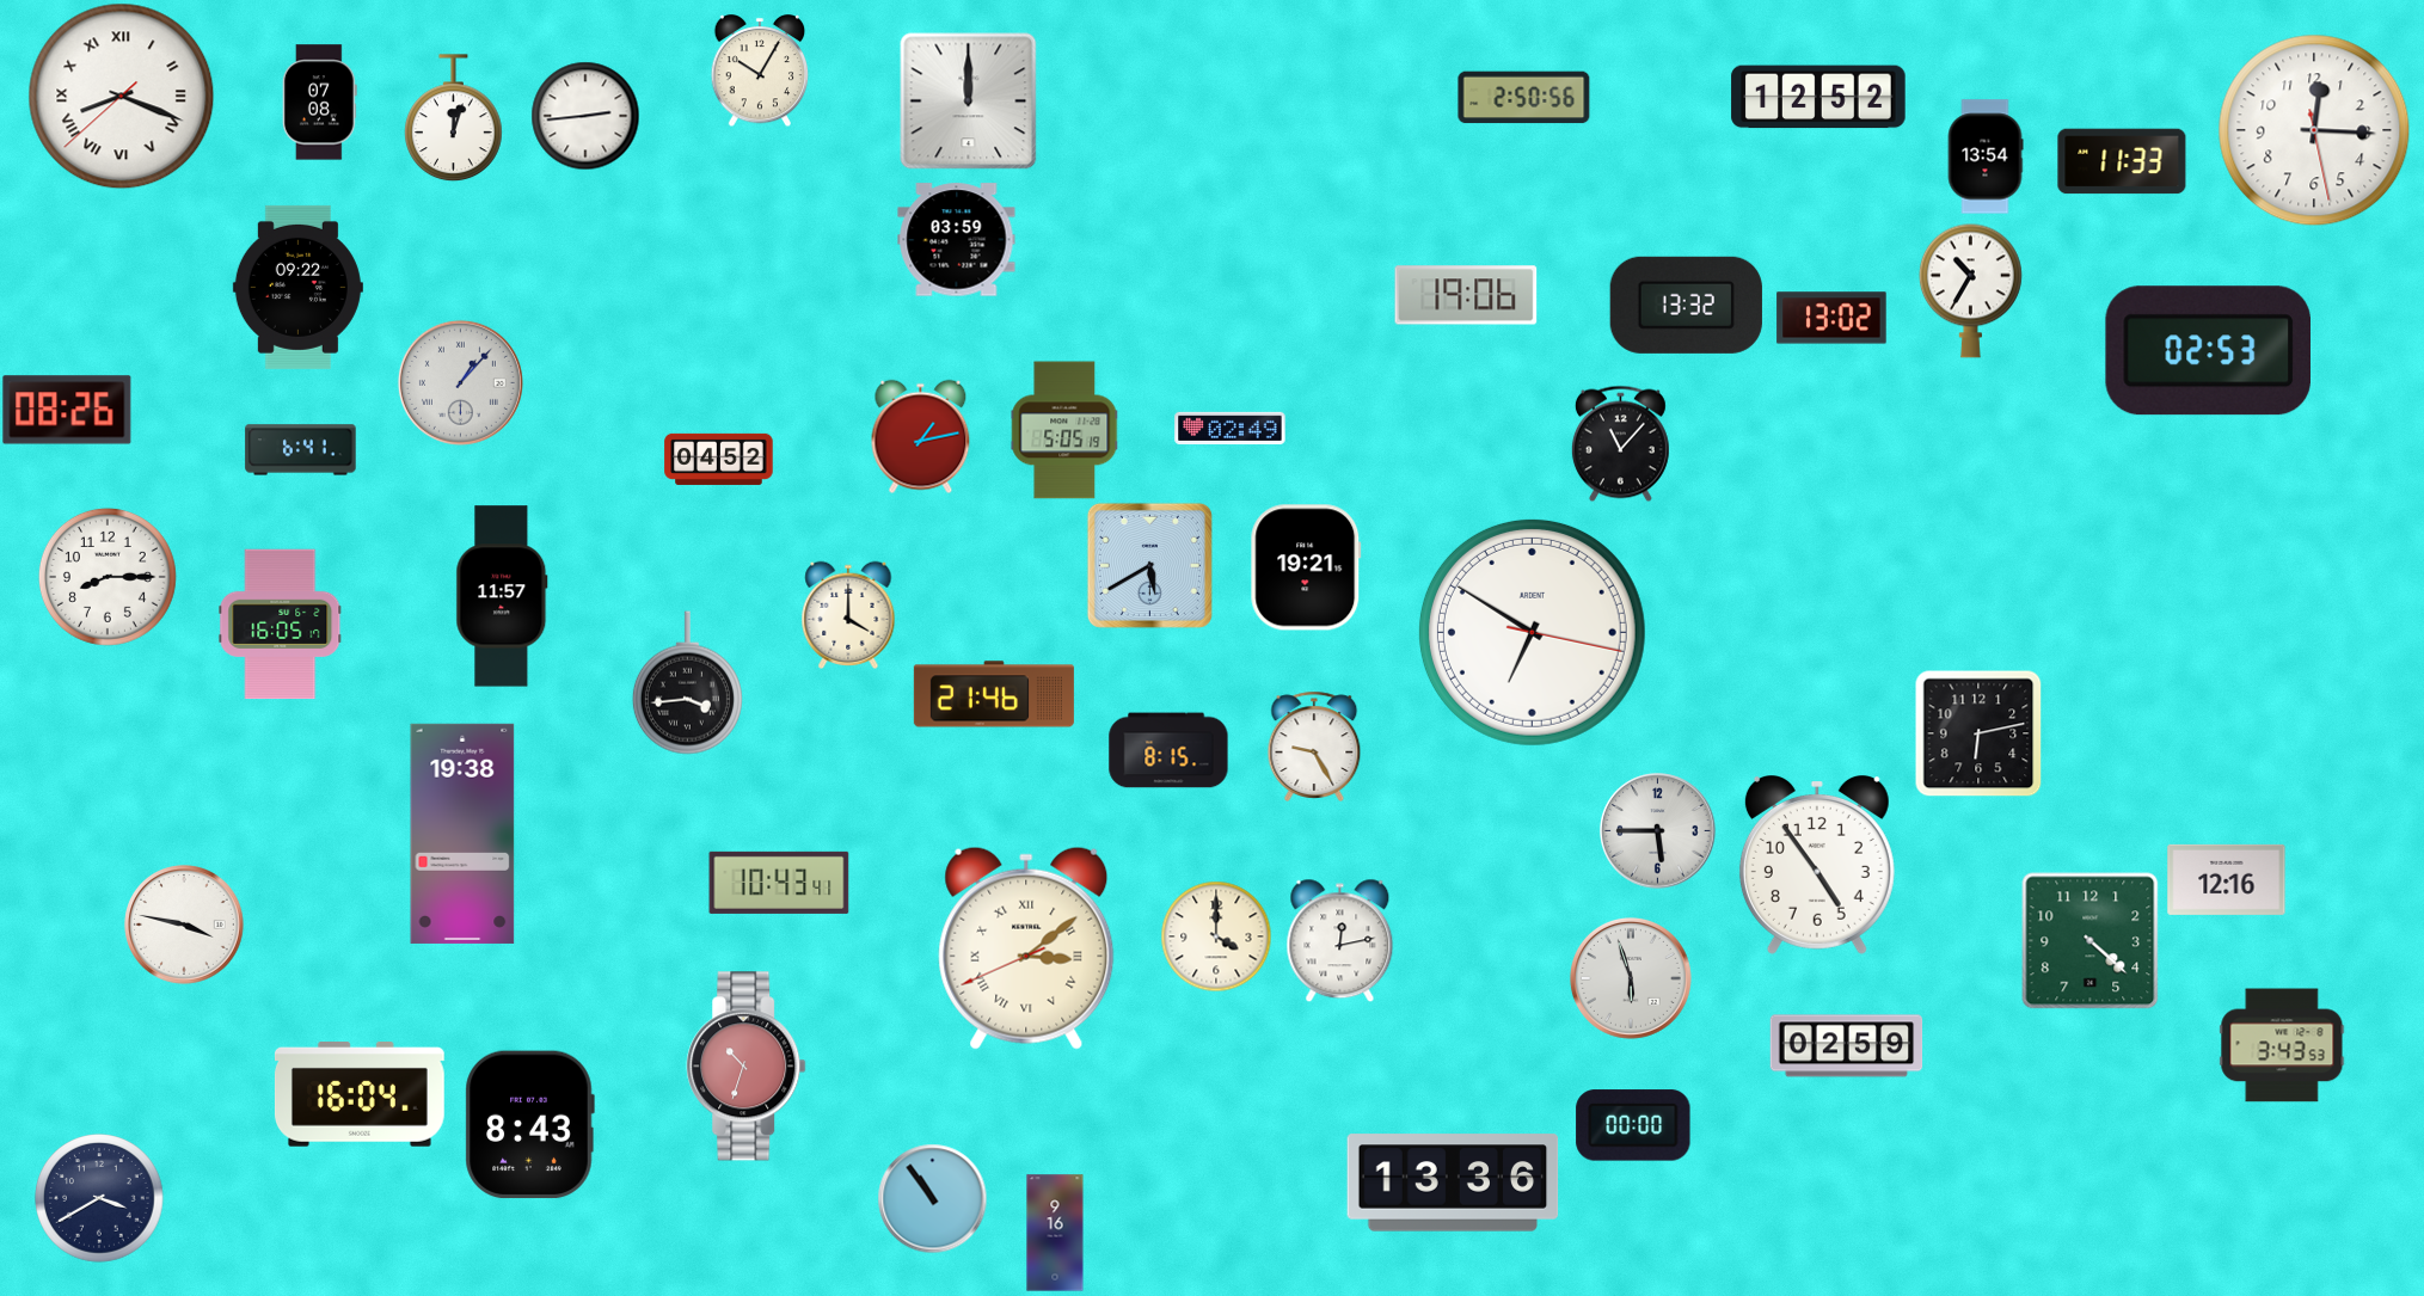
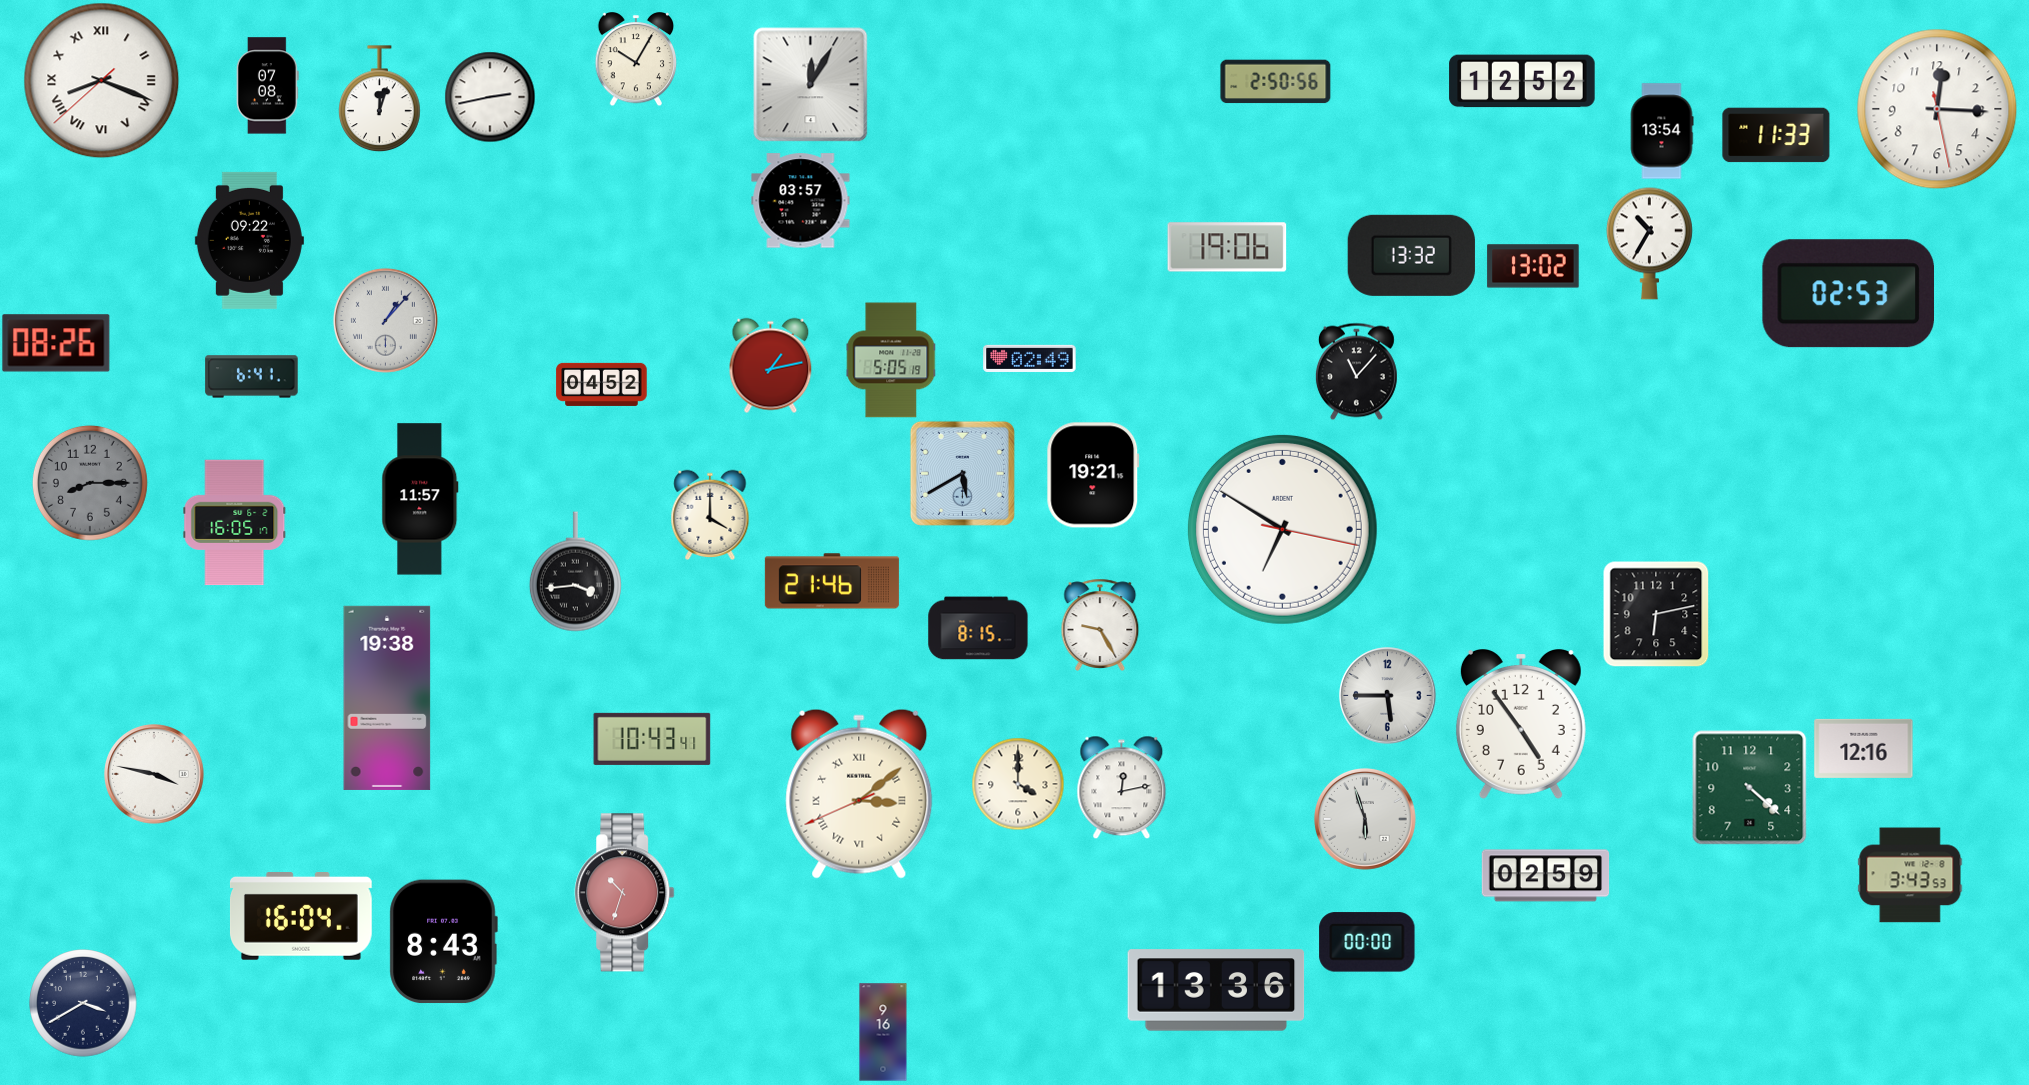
clock at (969, 102): 12:00 -> 12:05
clock at (585, 116): 2:44 -> 2:43
clock at (957, 240): 03:59 -> 03:57
clock at (108, 577) dial: white -> grey
clock at (2227, 879) position: (2227, 879) -> (1864, 748)
clock at (932, 1198): 10:54 -> none
